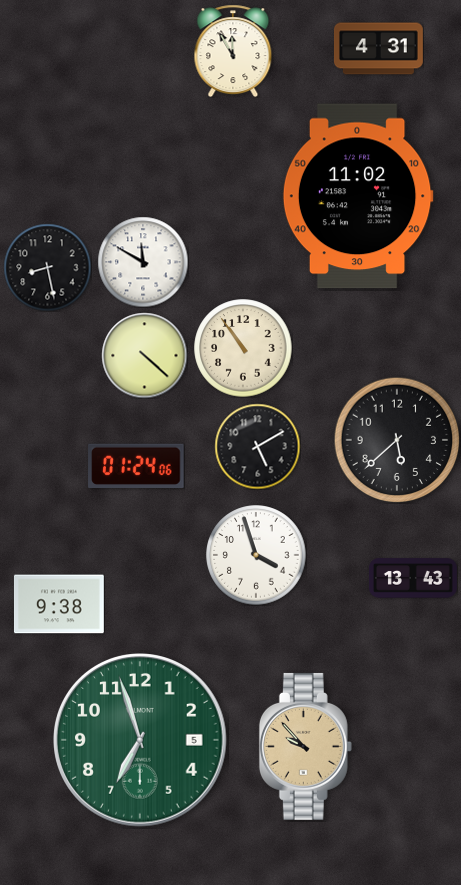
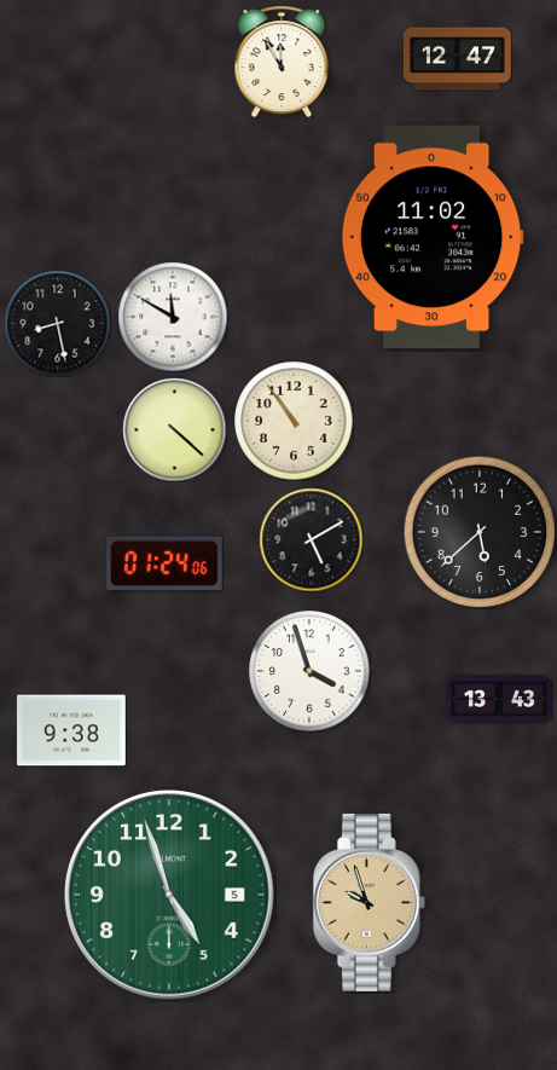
clock at (378, 49): 4:31 -> 12:47
clock at (140, 740): 6:57 -> 4:57
clock at (305, 746): 9:53 -> 9:57
